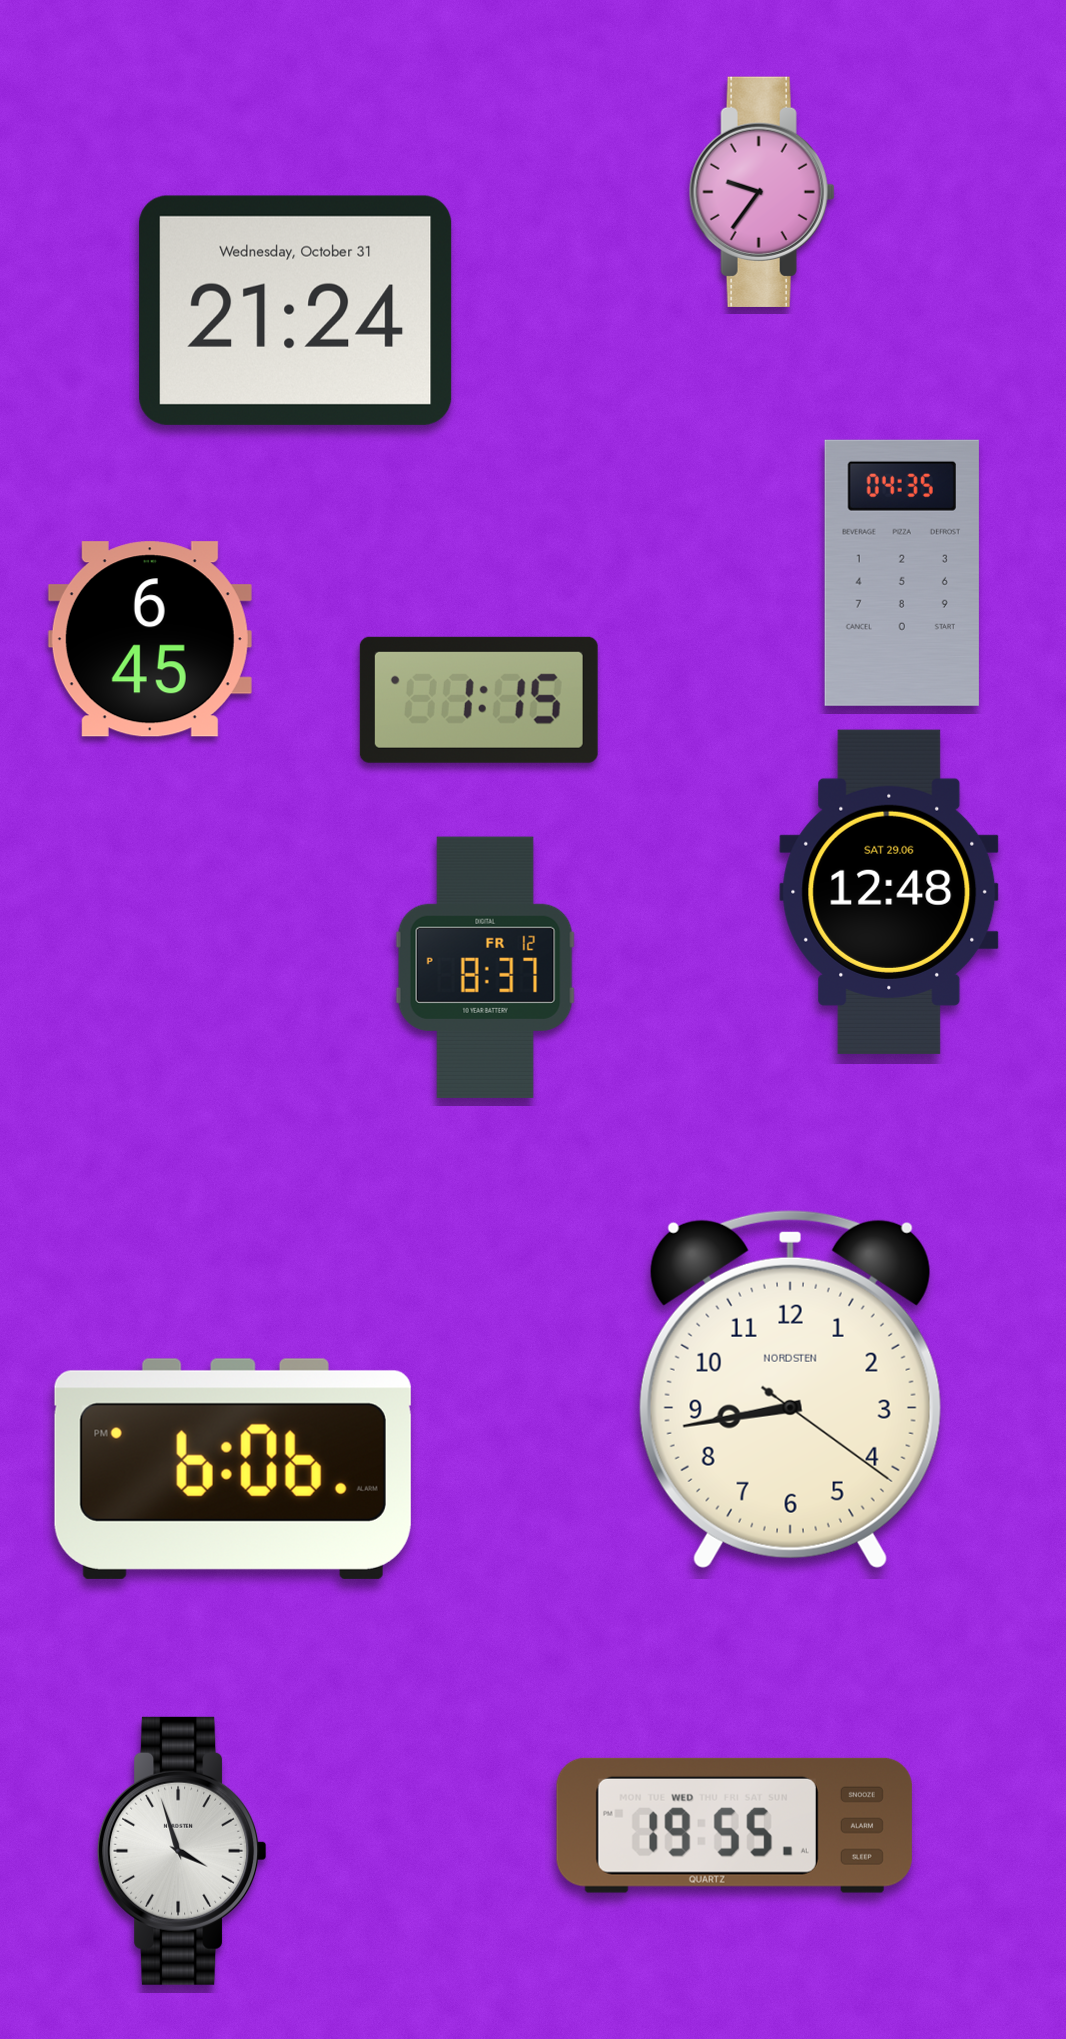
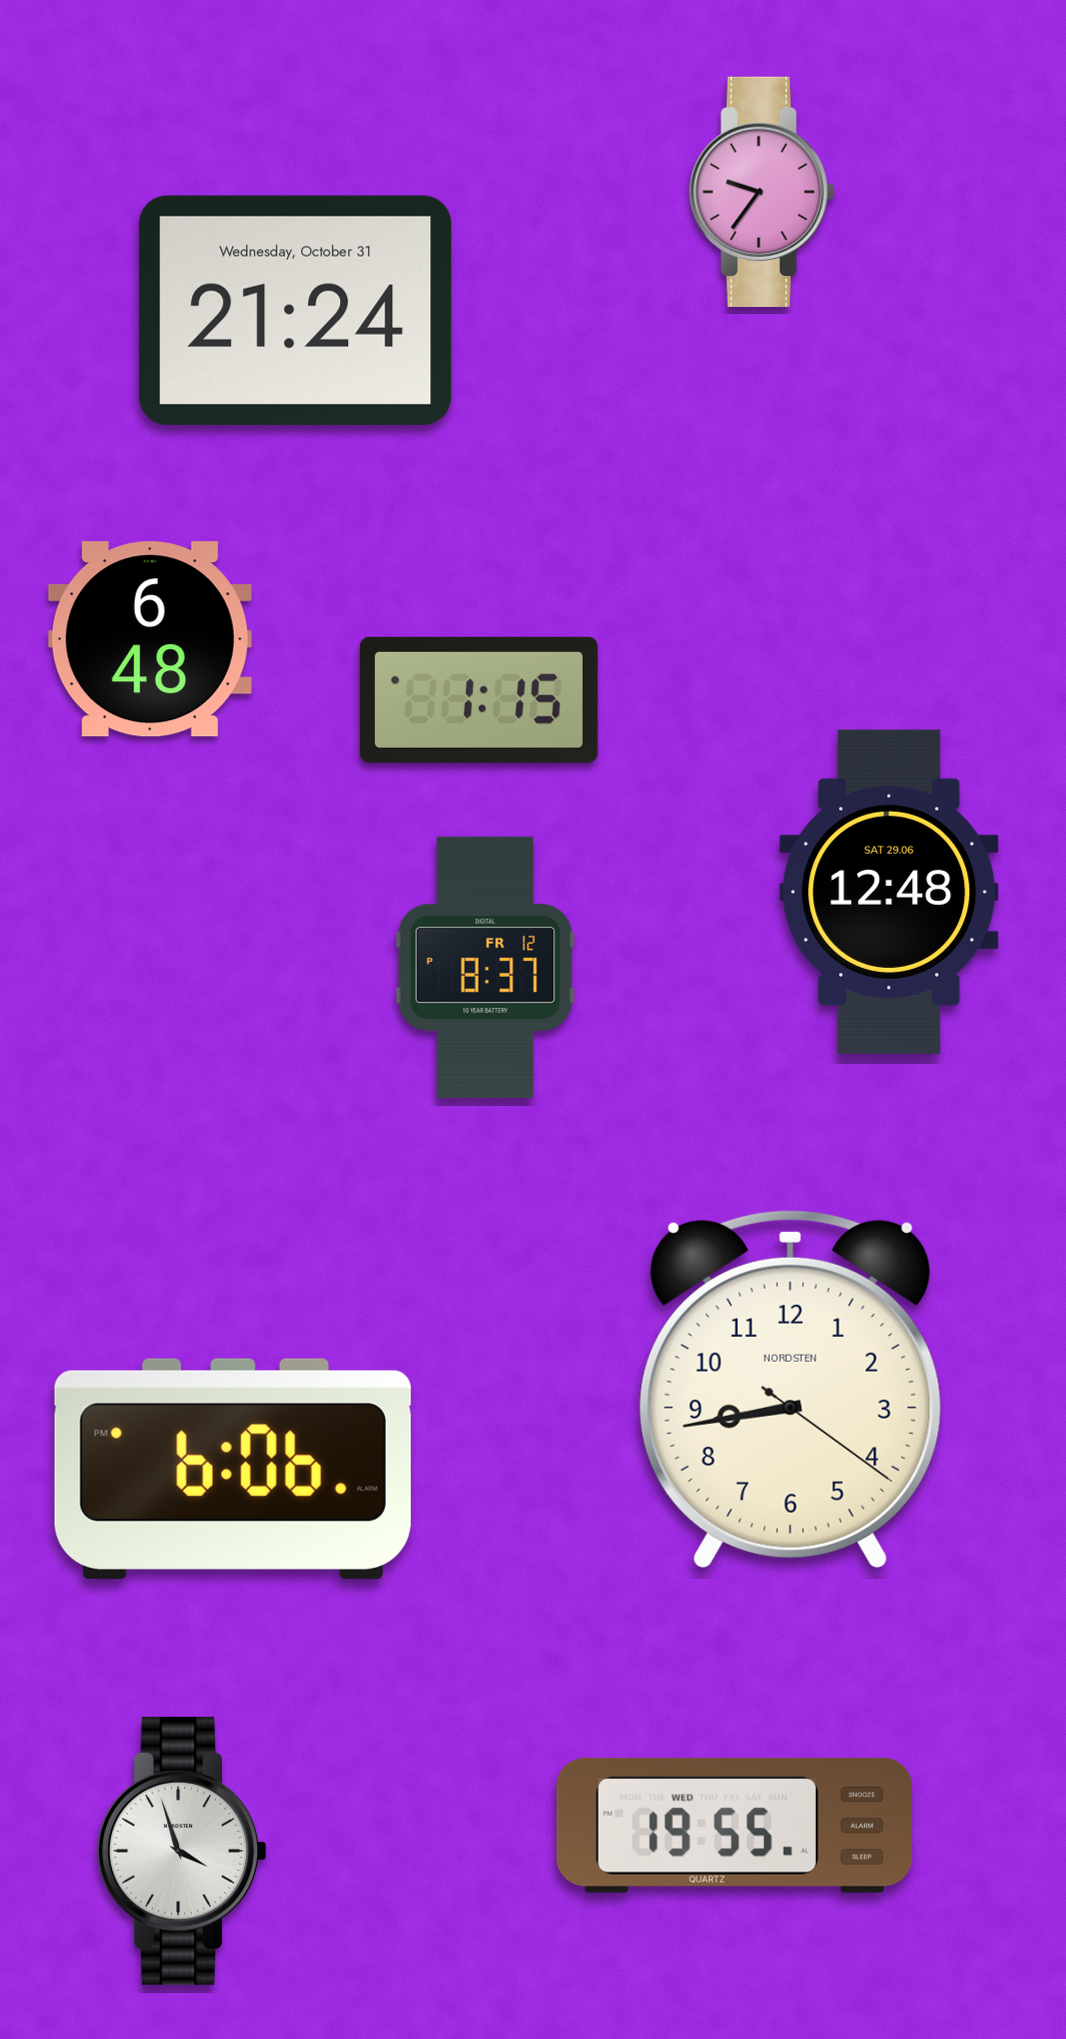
clock at (902, 573): 04:35 -> none
clock at (150, 639): 6:45 -> 6:48
